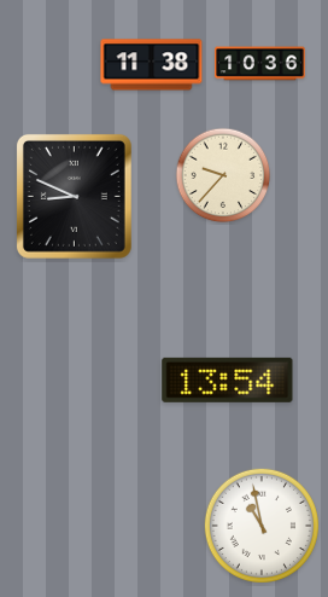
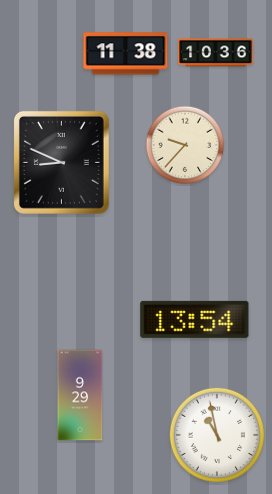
clock at (228, 379) position: (228, 379) -> (195, 319)
clock at (80, 395): none -> 9:29
